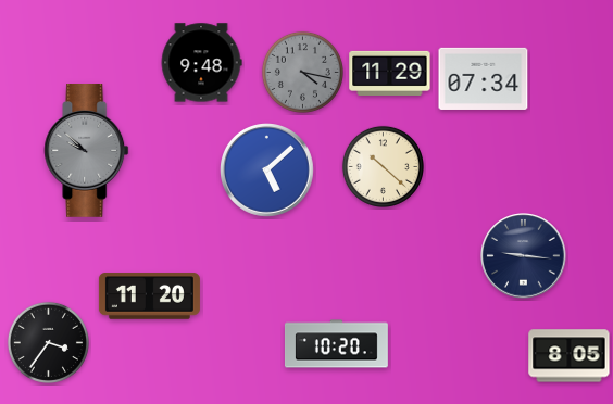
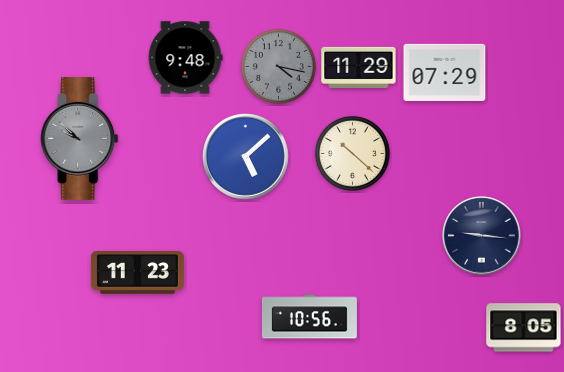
clock at (484, 78): 07:34 -> 07:29
clock at (149, 296): 11:20 -> 11:23
clock at (48, 342): 3:36 -> none
clock at (336, 344): 10:20 -> 10:56
